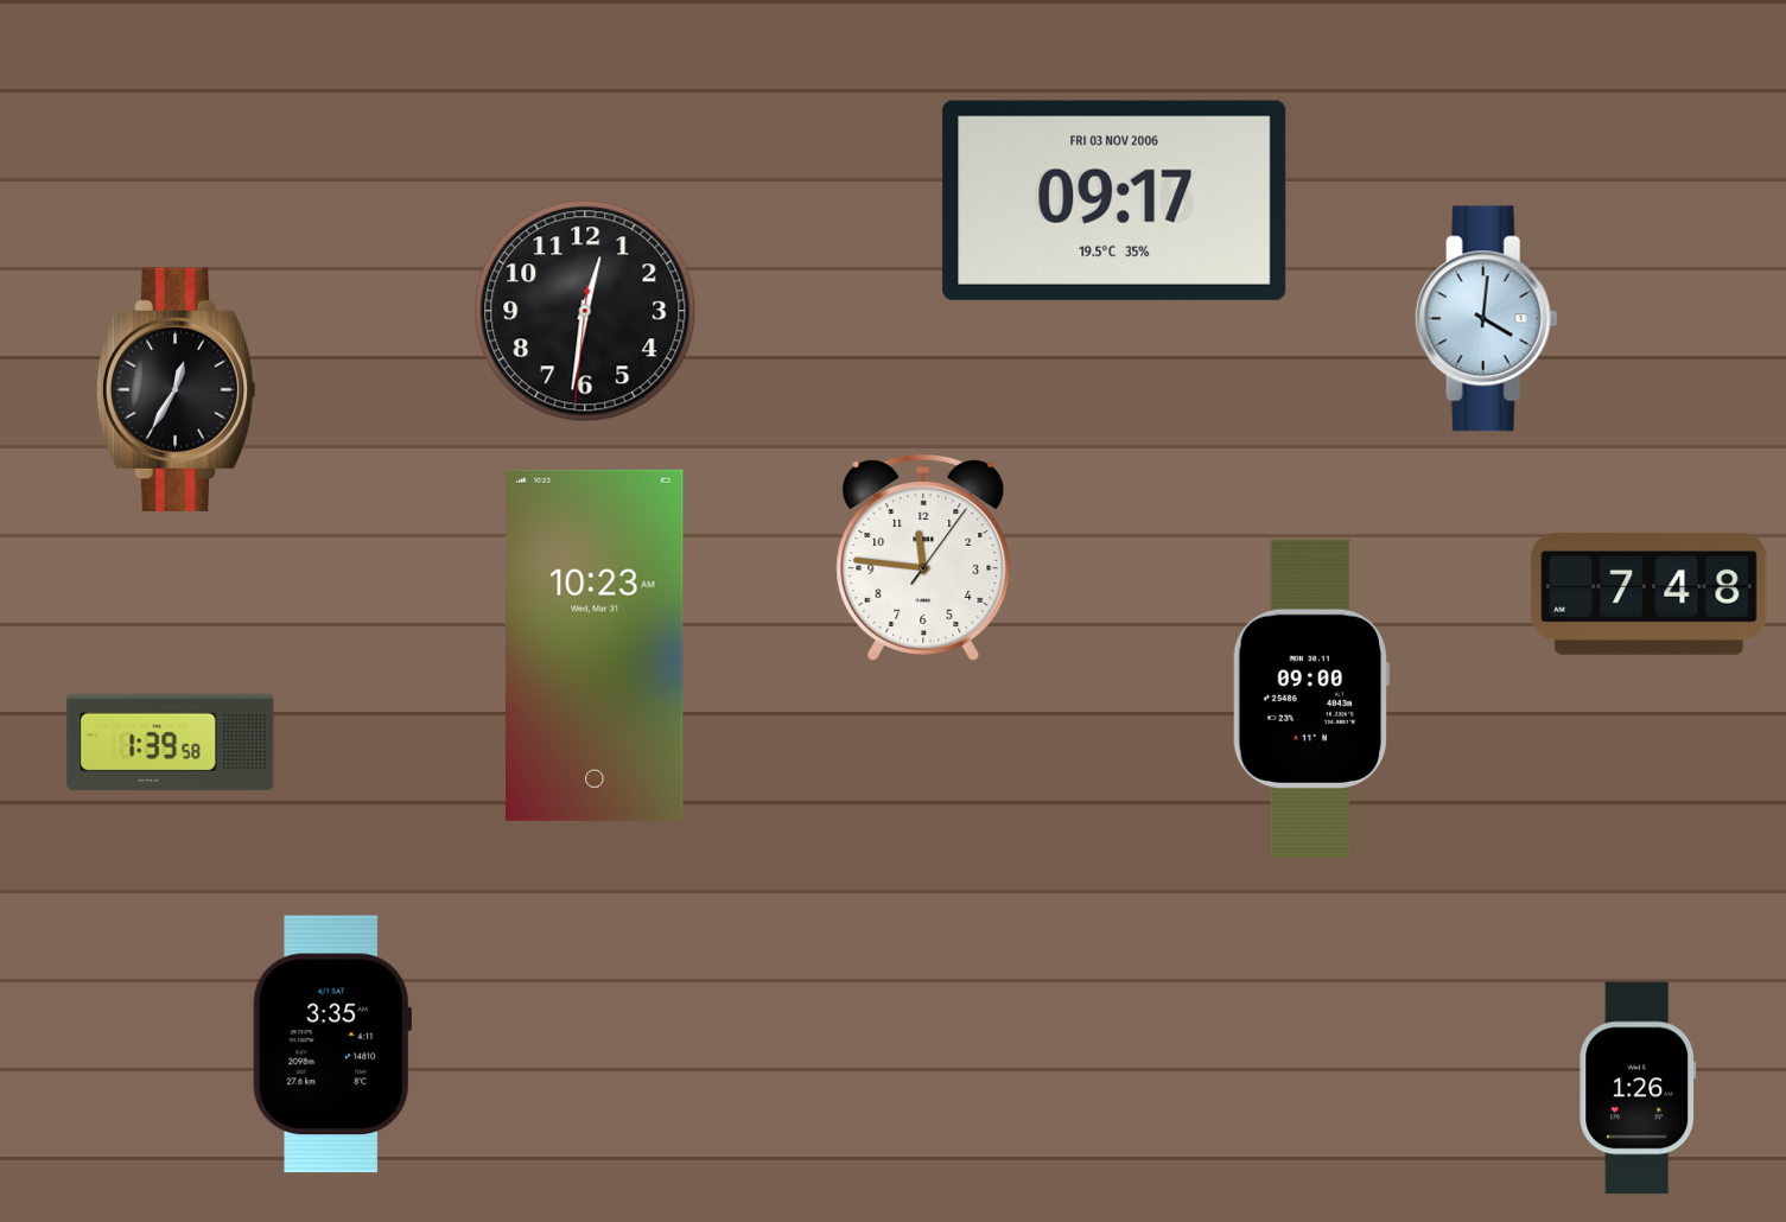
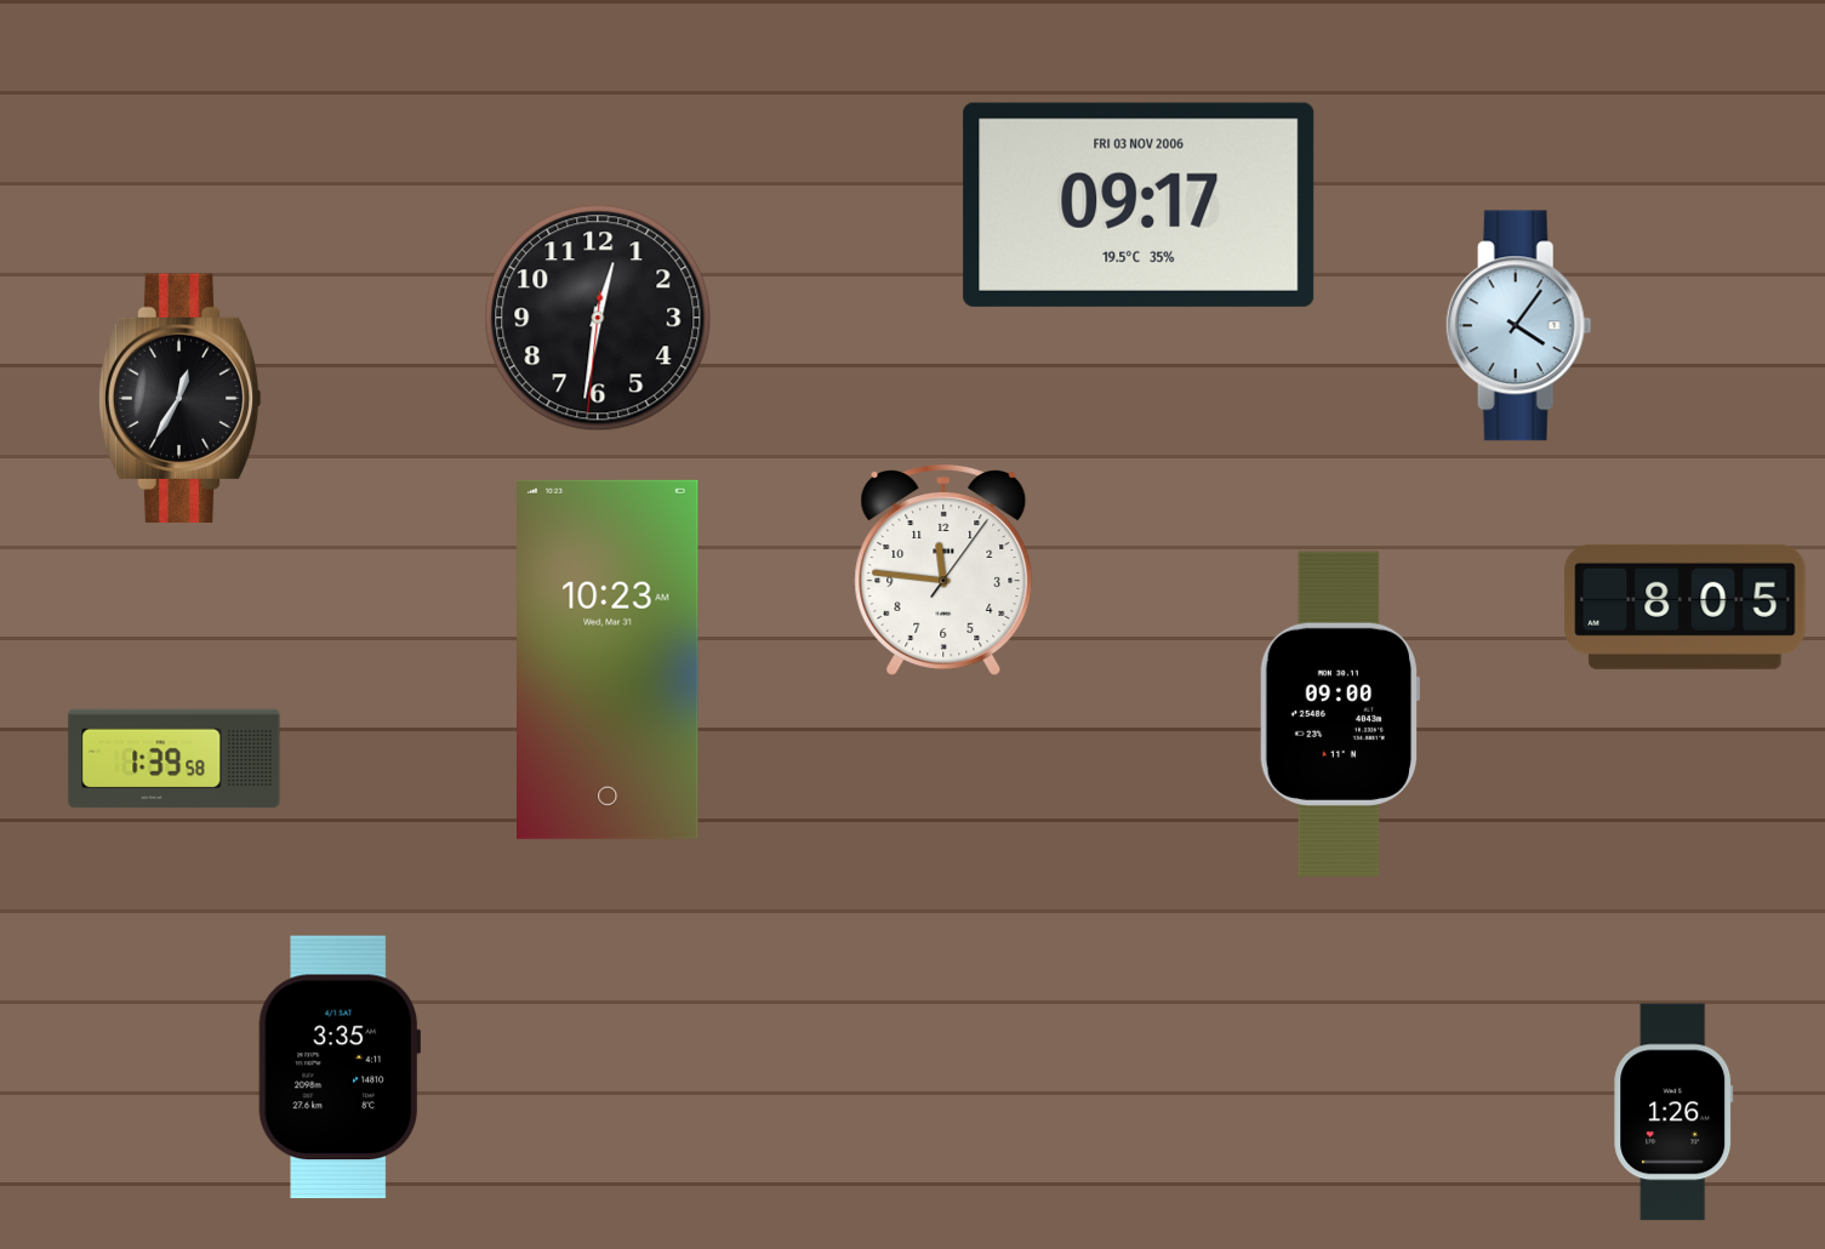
clock at (1486, 319): 4:01 -> 4:06
clock at (1650, 593): 7:48 -> 8:05
